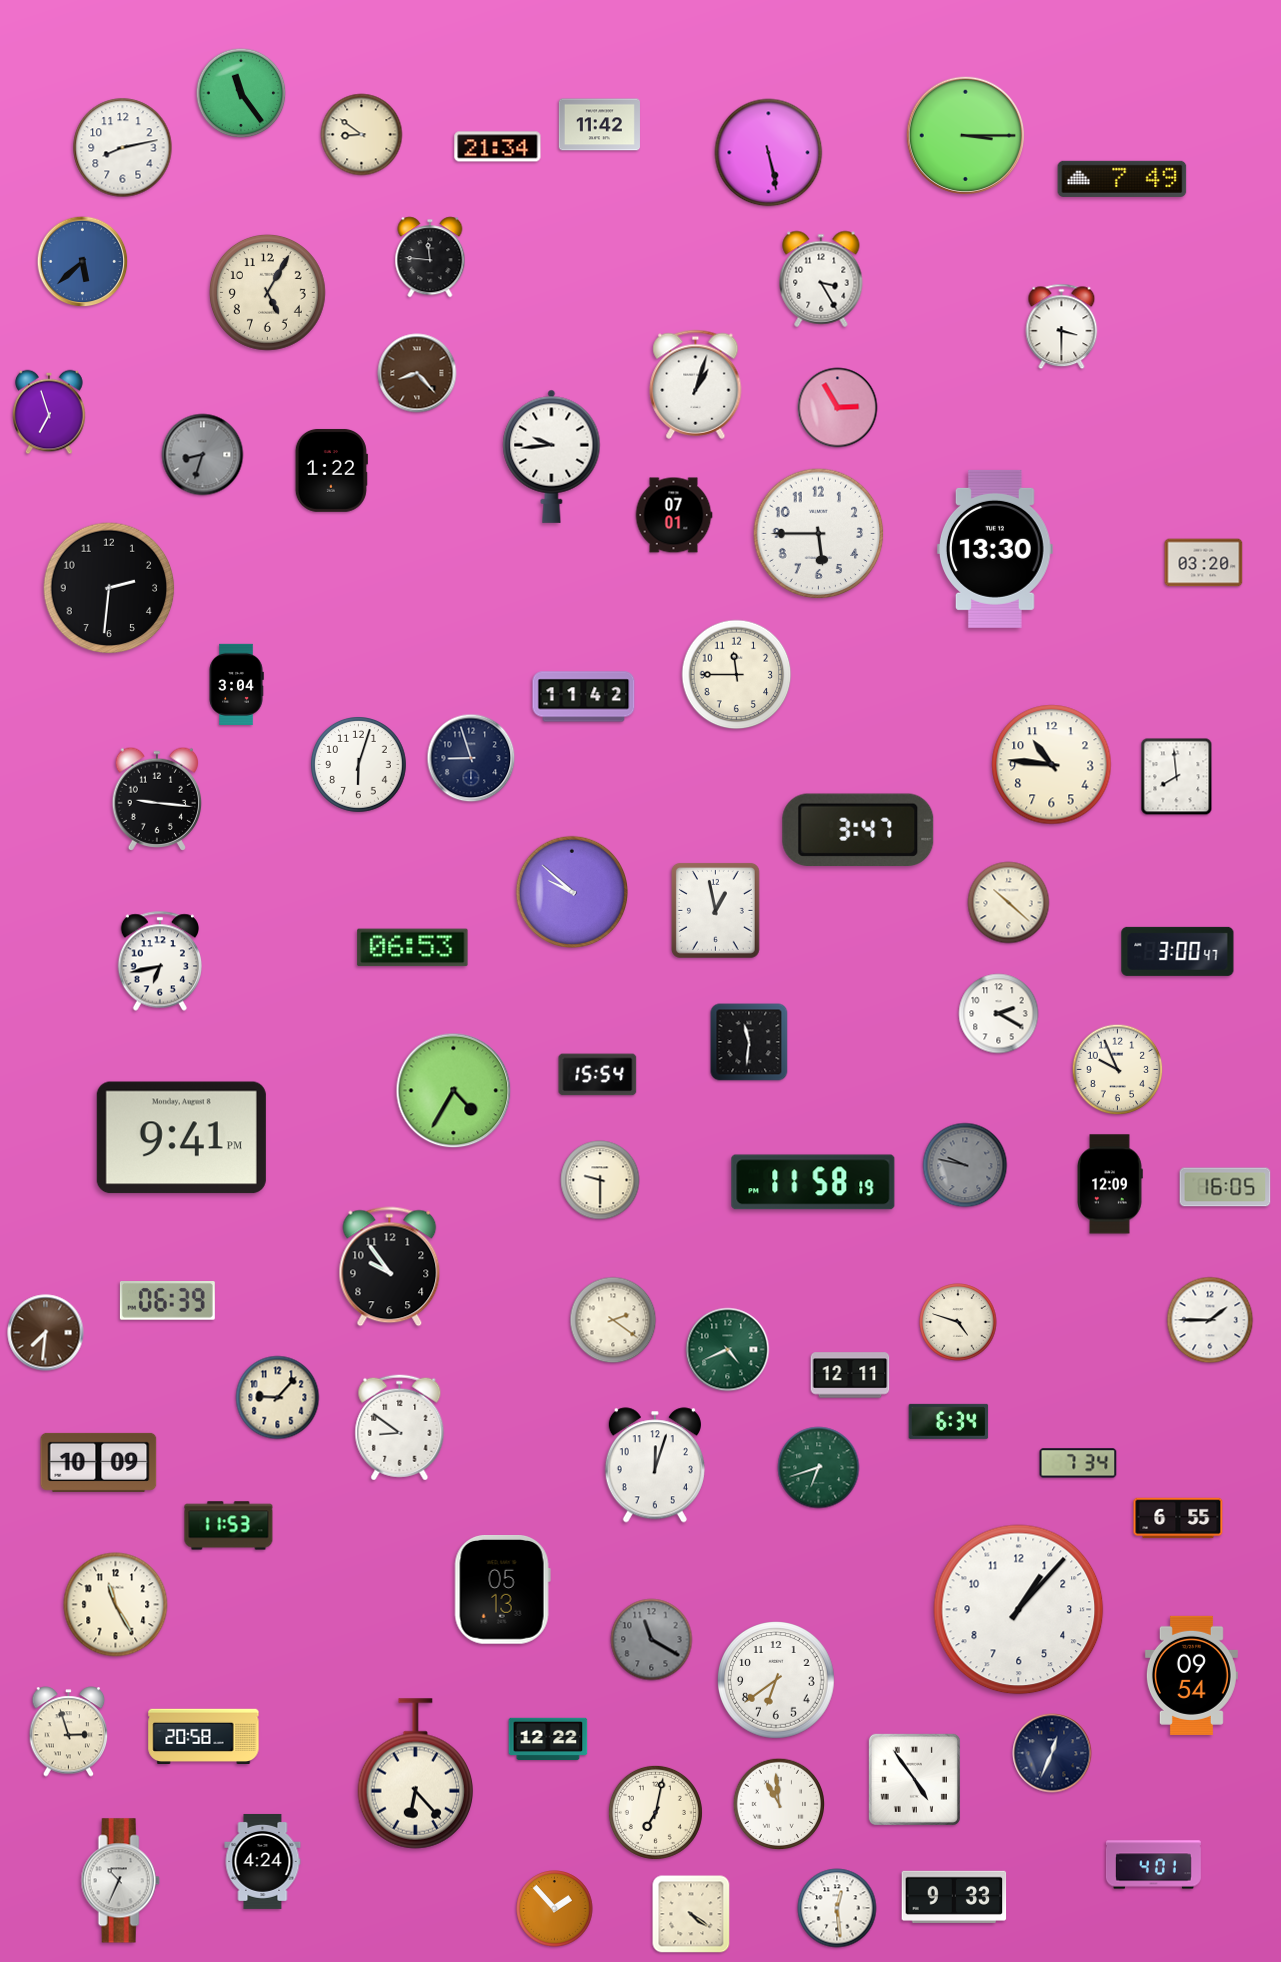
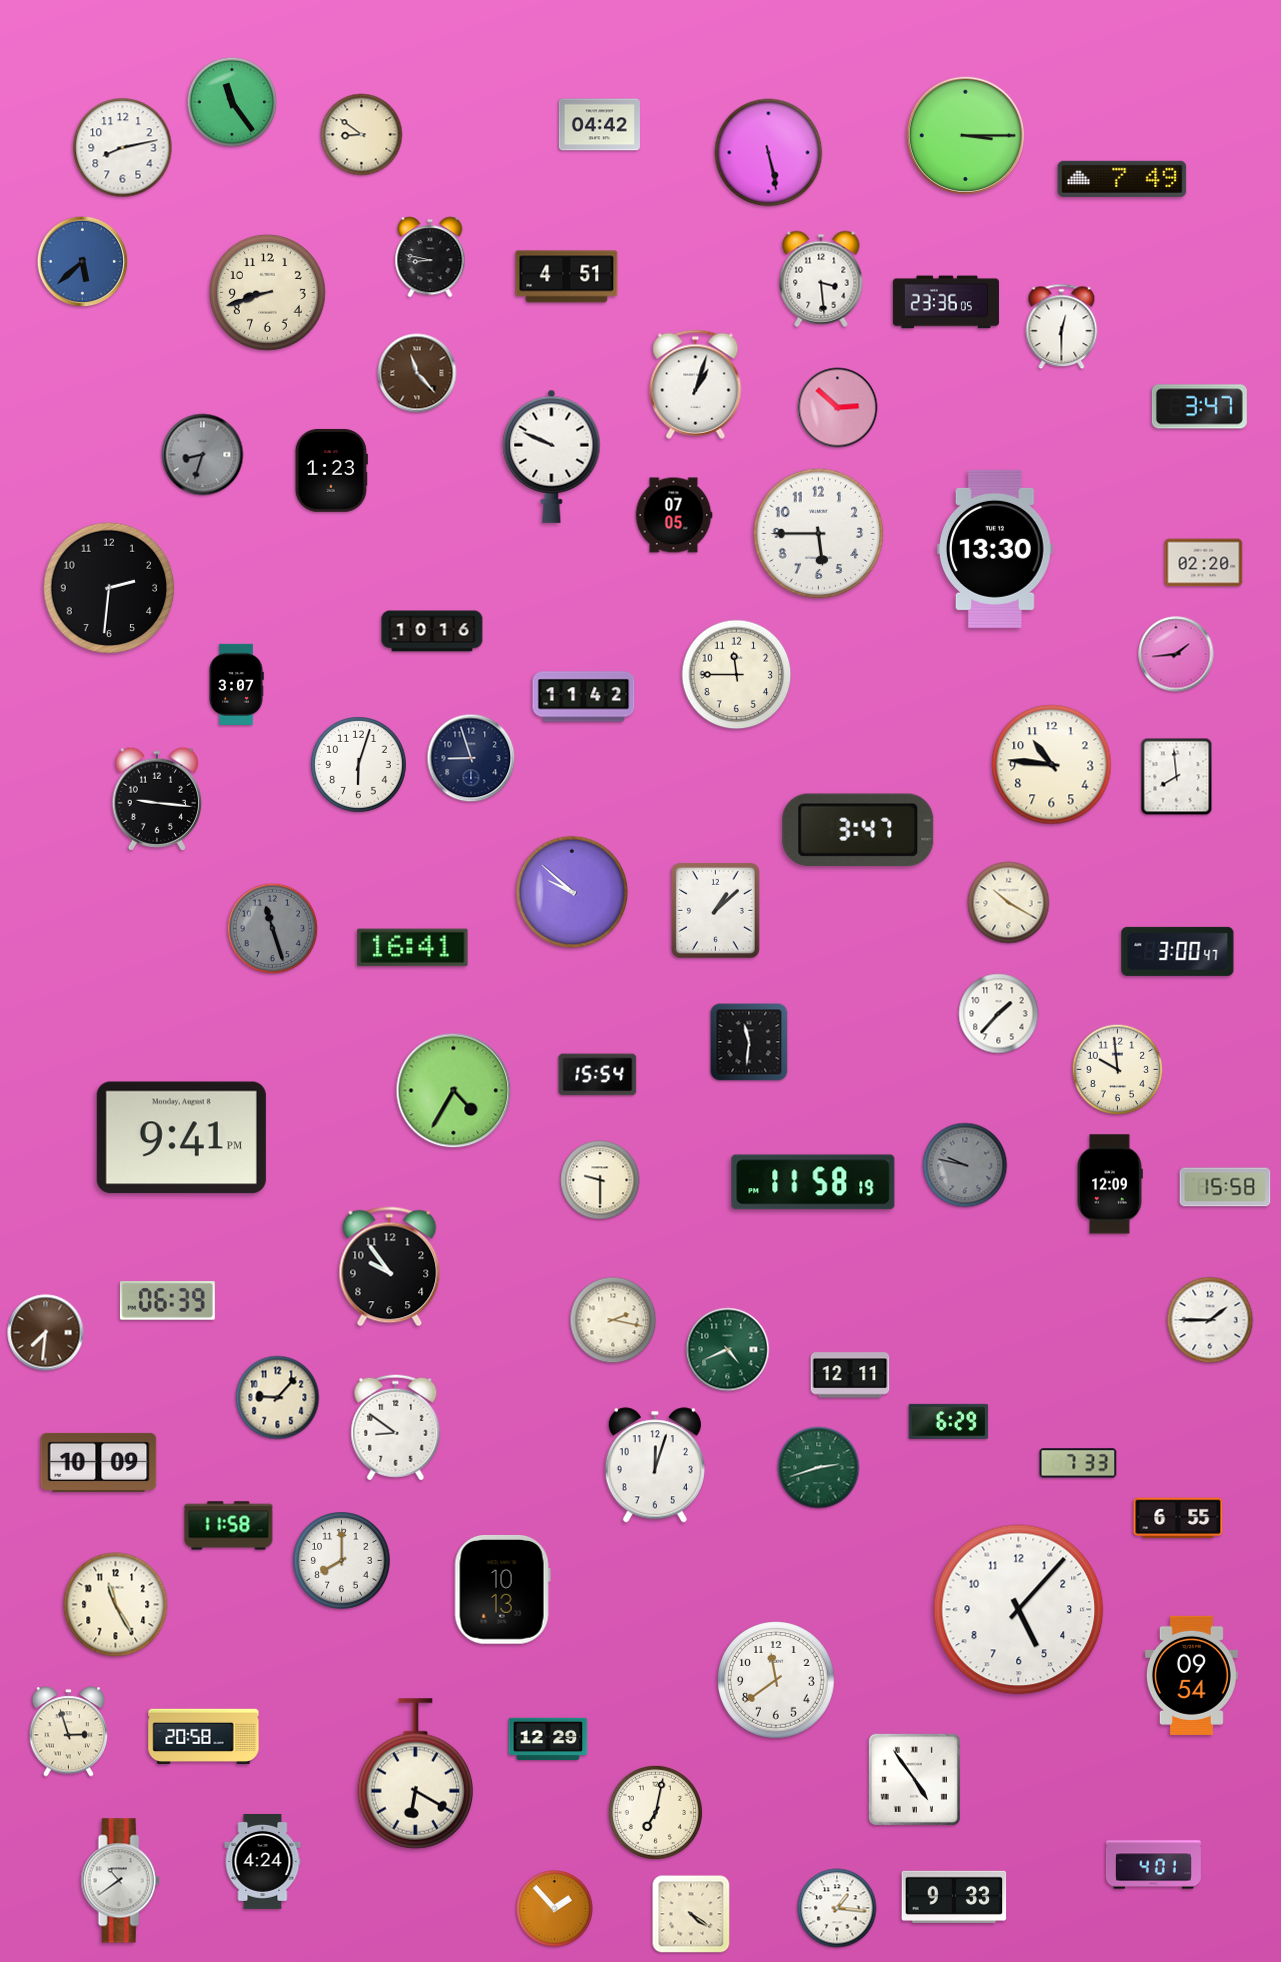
clock at (241, 93) position: (241, 93) -> (232, 102)
clock at (599, 125): 11:42 -> 04:42
clock at (498, 147): 21:34 -> none
clock at (430, 257): 11:46 -> 8:47
clock at (567, 277): none -> 4:51
clock at (821, 279): 3:25 -> 3:29
clock at (267, 292): 5:05 -> 8:42
clock at (946, 302): none -> 23:36
clock at (1062, 327): 3:30 -> 12:30
clock at (417, 373): 8:23 -> 11:23
clock at (1199, 407): none -> 3:47
clock at (838, 408): 2:55 -> 2:52
clock at (49, 412): 6:57 -> none
clock at (552, 456): 9:44 -> 9:49
clock at (331, 471): 1:22 -> 1:23
clock at (674, 515): 07:01 -> 07:05
clock at (1204, 563): 03:20 -> 02:20
clock at (432, 631): none -> 10:16
clock at (1176, 654): none -> 1:44
clock at (236, 684): 3:04 -> 3:07
clock at (1009, 903): 10:22 -> 10:20
clock at (715, 910): 12:58 -> 1:08
clock at (273, 929): none -> 11:27
clock at (413, 948): 06:53 -> 16:41
clock at (159, 961): 6:43 -> none
clock at (999, 1014): 2:20 -> 1:37
clock at (1118, 1070): 9:56 -> 9:59
clock at (1225, 1187): 16:05 -> 15:58
clock at (613, 1320): 2:21 -> 2:17
clock at (958, 1322): 4:48 -> none
clock at (949, 1421): 6:34 -> 6:29
clock at (400, 1428) position: (400, 1428) -> (396, 1428)
clock at (1078, 1463): 7:34 -> 7:33
clock at (819, 1468): 6:42 -> 2:42
clock at (229, 1526): 11:53 -> 11:58
clock at (342, 1561): none -> 8:00
clock at (502, 1590): 05:13 -> 10:13
clock at (1019, 1610): 1:07 -> 5:07
clock at (652, 1640): 11:20 -> none
clock at (777, 1681): 6:39 -> 11:39
clock at (548, 1738): 12:22 -> 12:29
clock at (1052, 1753): 12:34 -> none
clock at (416, 1774): 6:23 -> 6:20
clock at (779, 1804): 10:59 -> none
clock at (120, 1881): 10:34 -> 10:39
clock at (837, 1908): 12:29 -> 1:16
